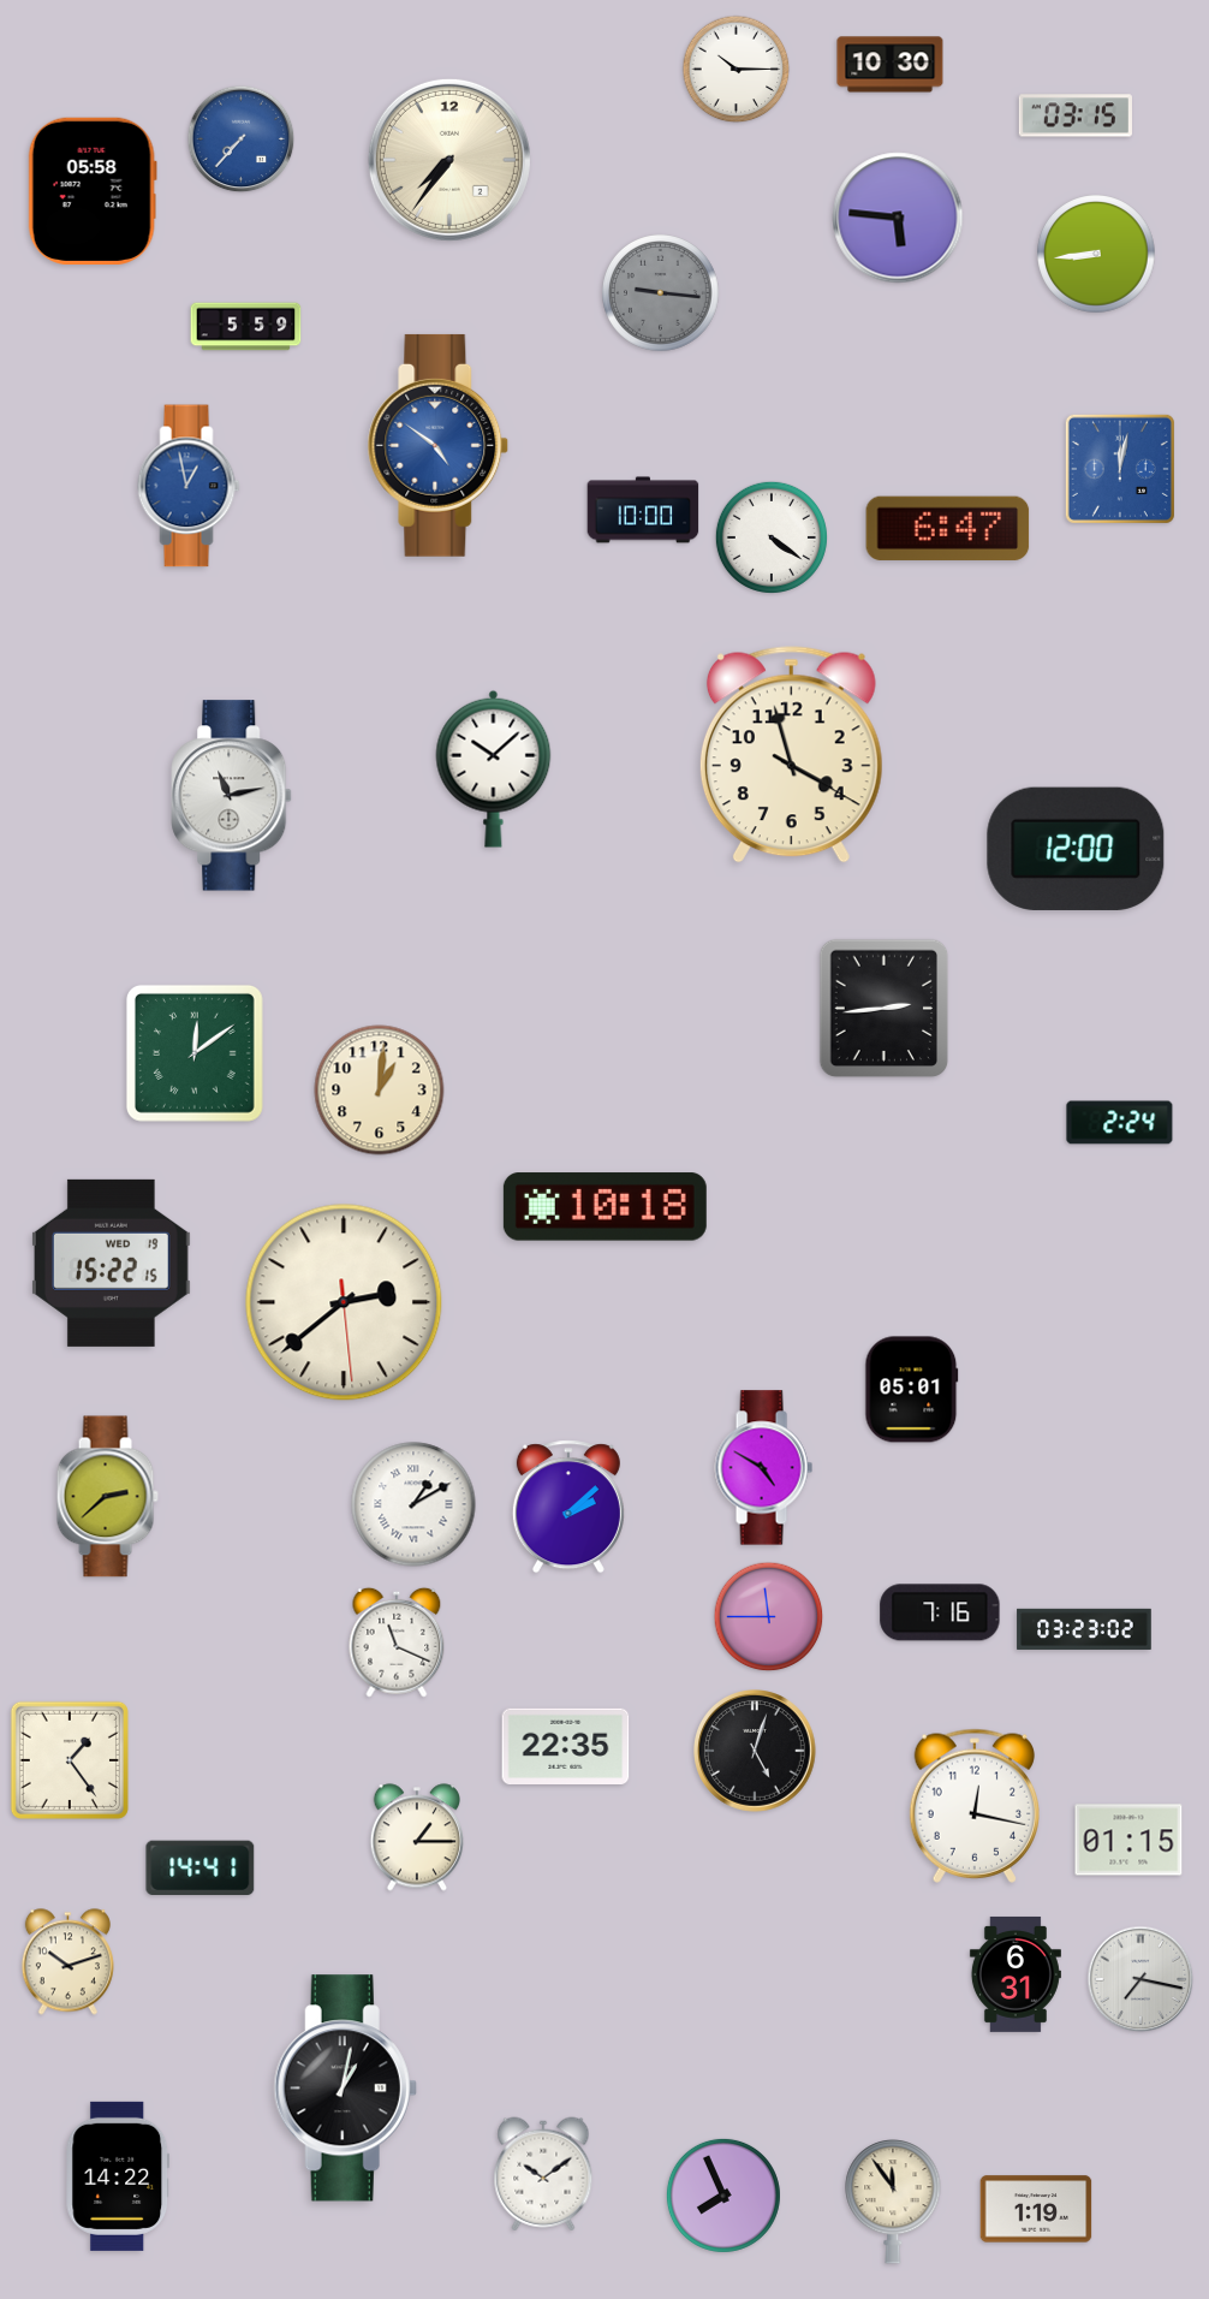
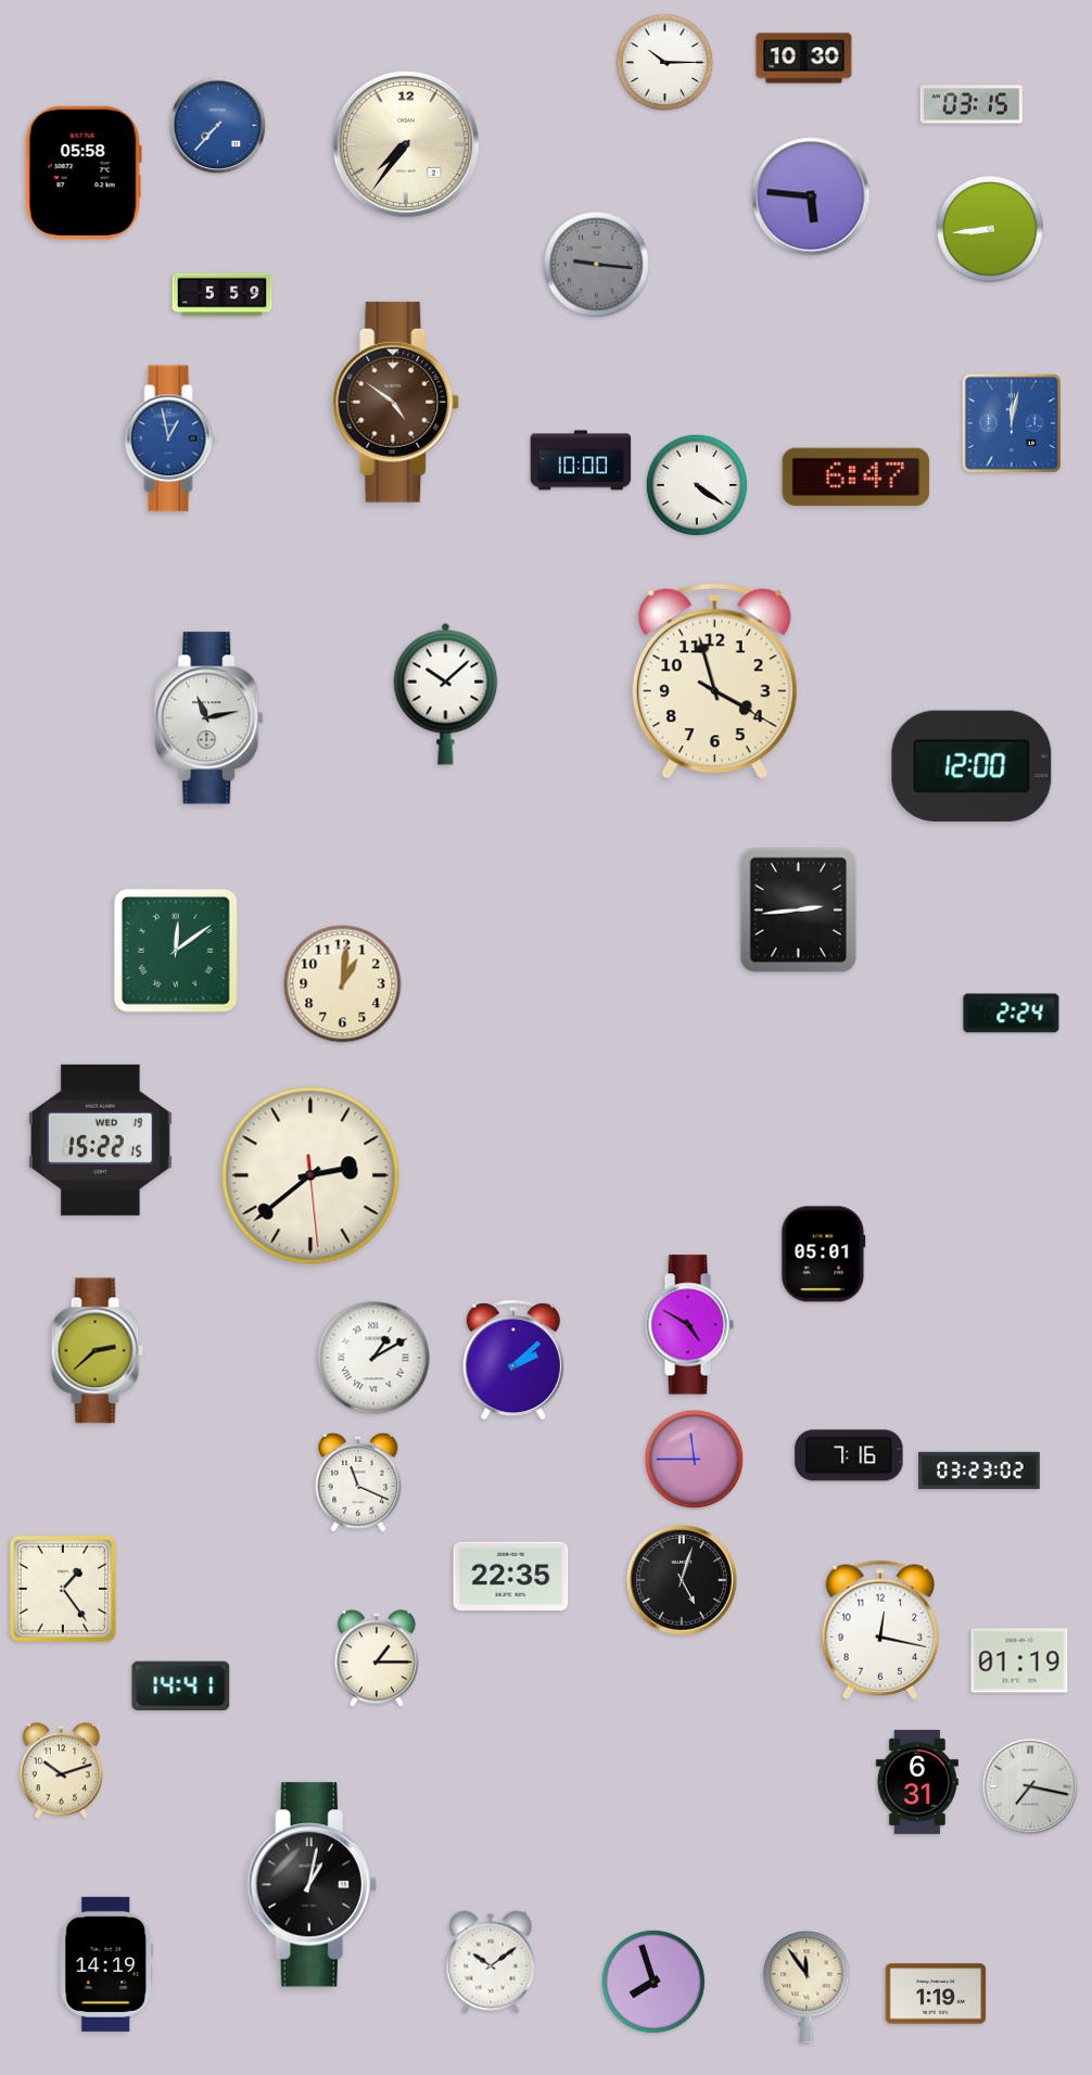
clock at (439, 445) dial: blue -> brown
clock at (604, 1207): 10:18 -> none
clock at (1128, 1840): 01:15 -> 01:19
clock at (118, 2176): 14:22 -> 14:19
clock at (723, 2196): 7:56 -> 7:57
